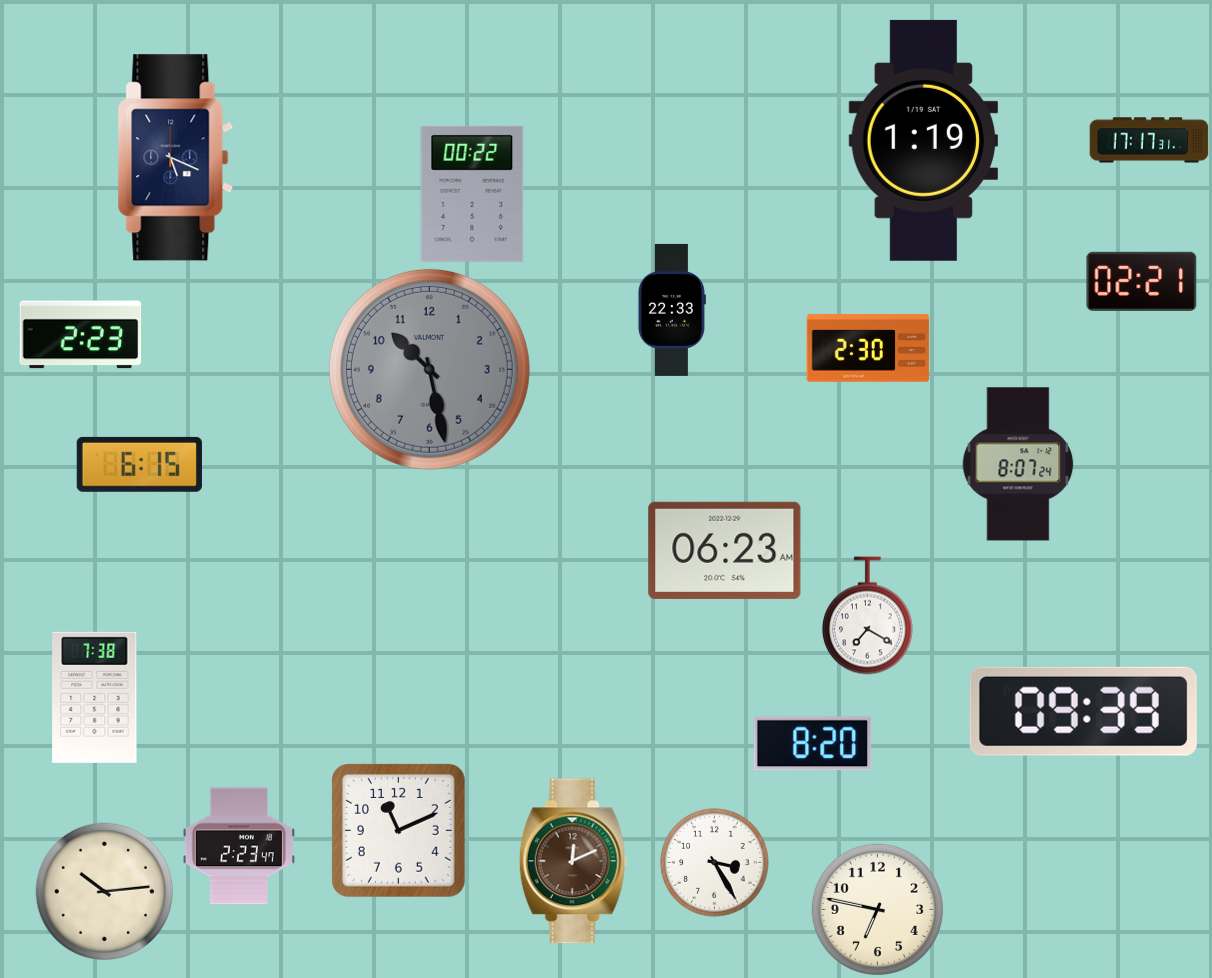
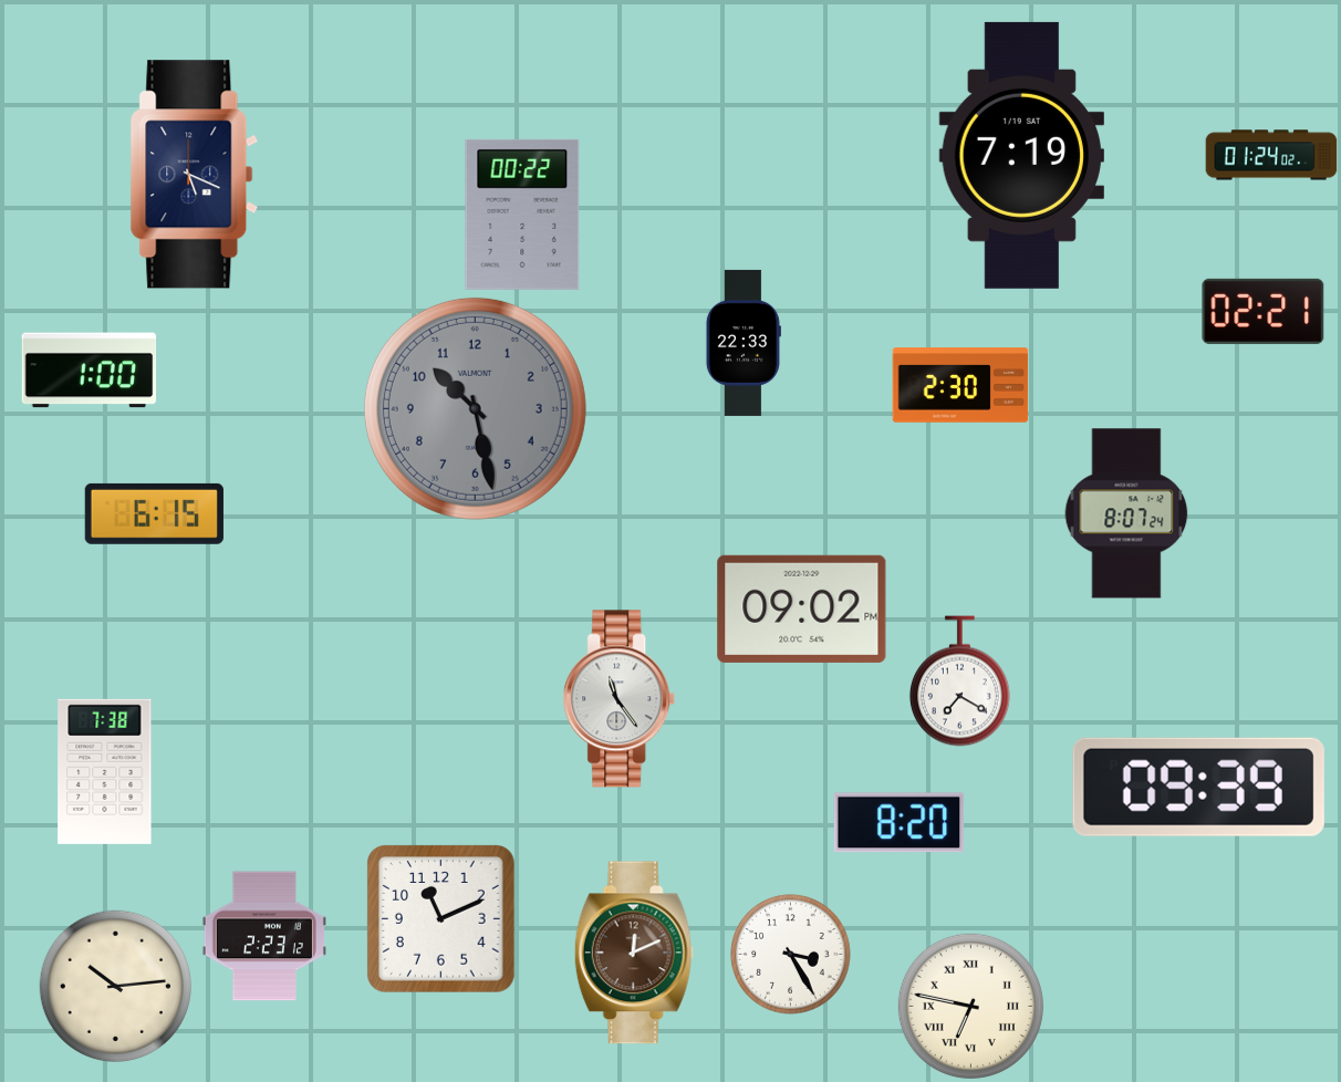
clock at (923, 140): 1:19 -> 7:19
clock at (1149, 140): 17:17 -> 01:24
clock at (81, 335): 2:23 -> 1:00
clock at (725, 550): 06:23 -> 09:02
clock at (620, 699): none -> 11:24
clock at (239, 846): 2:23:47 -> 2:23:12
clock at (877, 909) numerals: Arabic -> Roman
